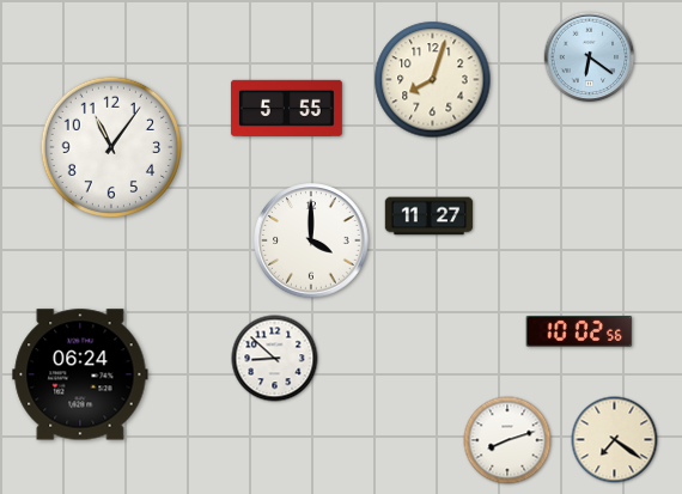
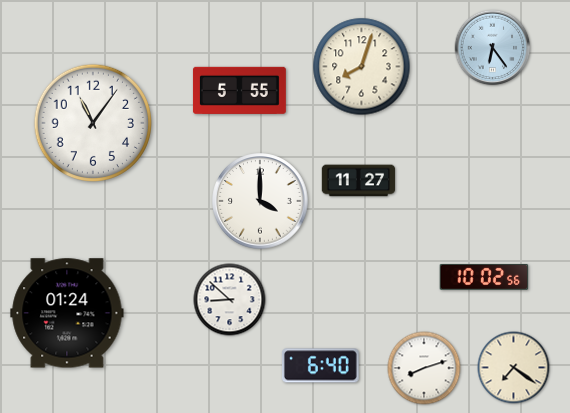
clock at (590, 57): 6:21 -> 6:24
clock at (80, 374): 06:24 -> 01:24
clock at (320, 366): none -> 6:40
